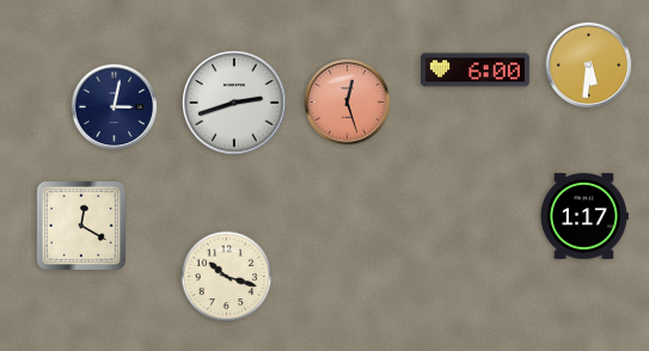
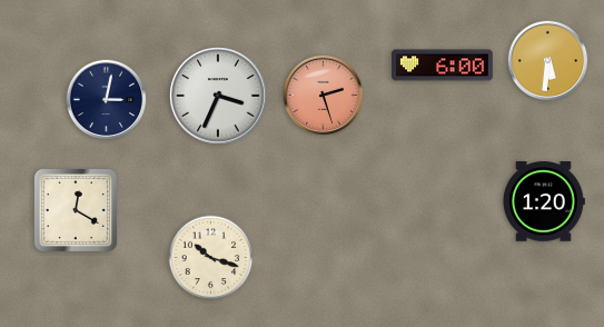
clock at (234, 103): 2:42 -> 3:34
clock at (348, 103): 12:27 -> 2:27
clock at (583, 216): 1:17 -> 1:20
